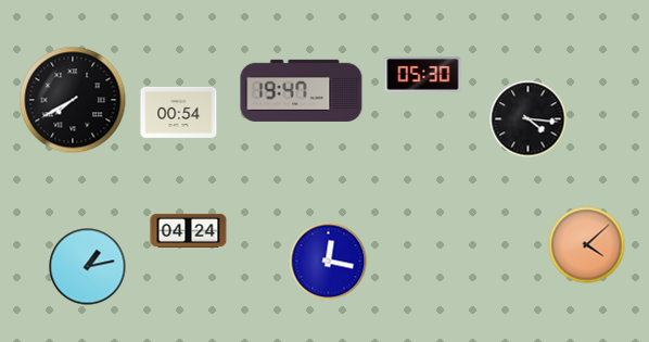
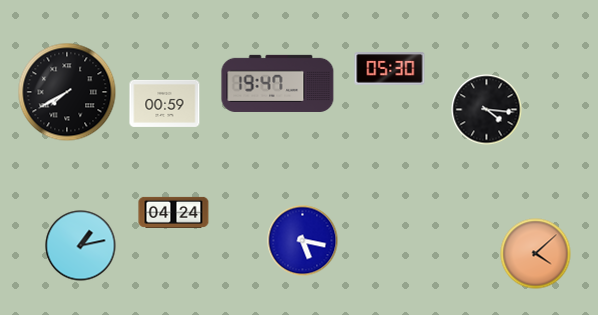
clock at (179, 112): 00:54 -> 00:59
clock at (587, 245) position: (587, 245) -> (536, 254)
clock at (329, 262): 12:17 -> 5:17
